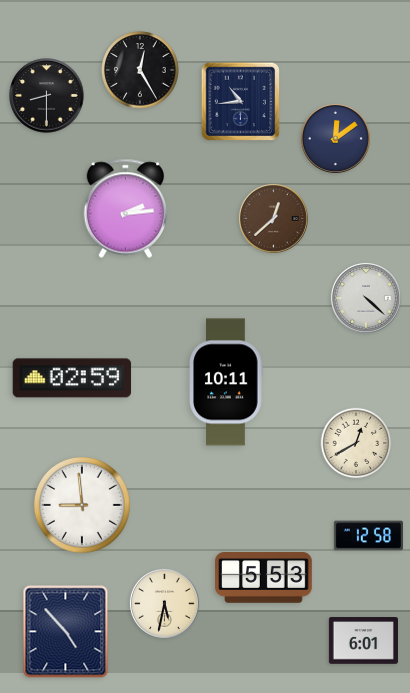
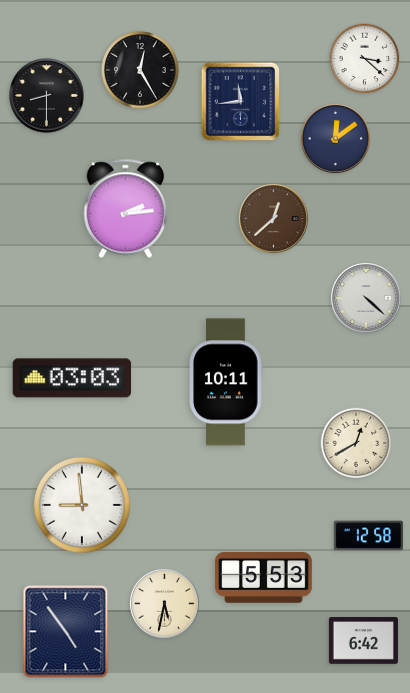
clock at (365, 59): none -> 3:22
clock at (241, 102): 10:44 -> 11:44
clock at (72, 378): 02:59 -> 03:03
clock at (66, 632): 4:53 -> 4:54
clock at (363, 641): 6:01 -> 6:42
